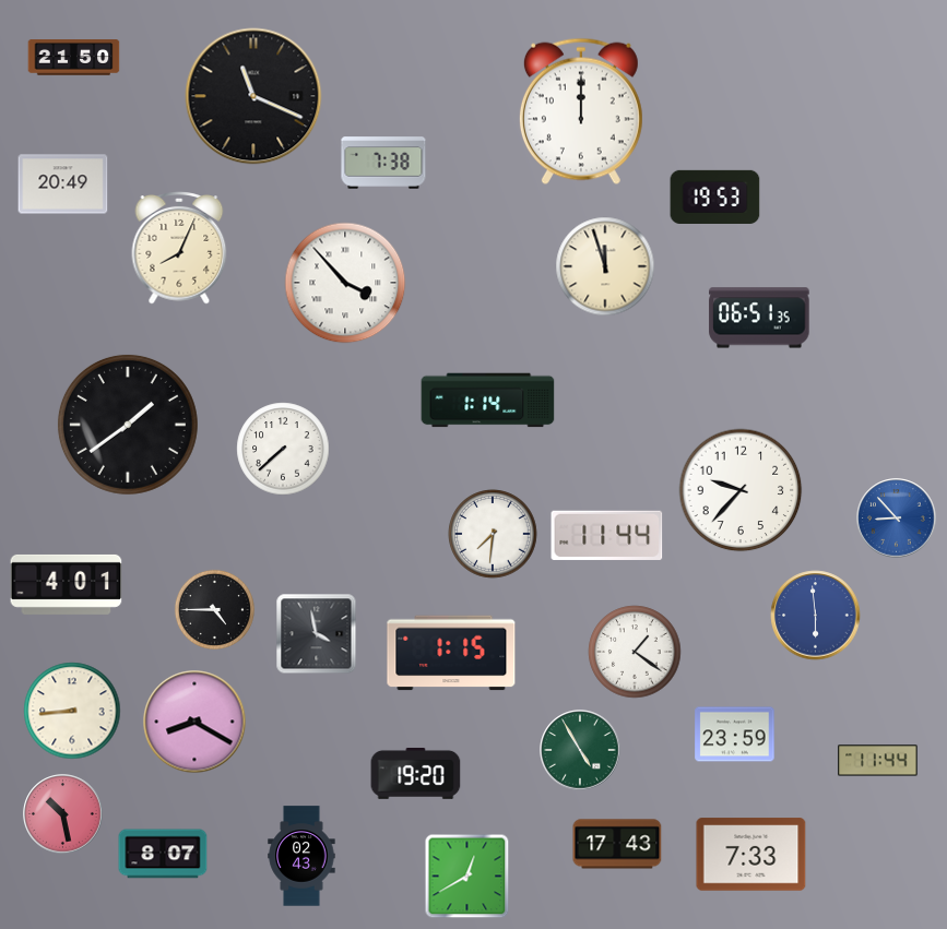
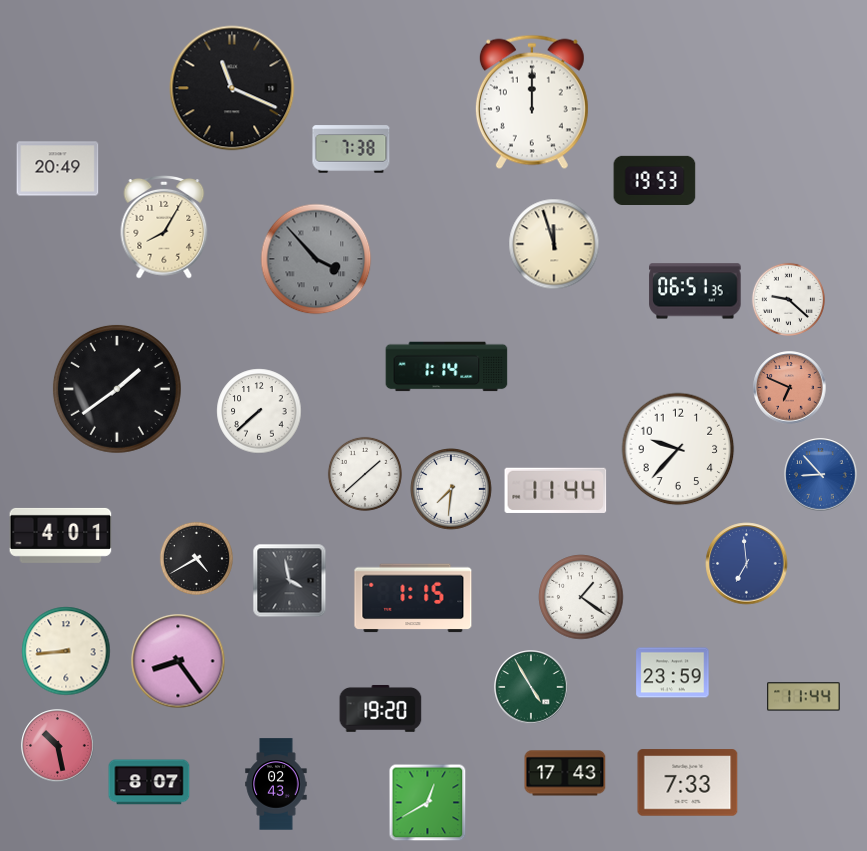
clock at (74, 58): 21:50 -> none
clock at (179, 249): 8:04 -> 8:05
clock at (345, 283) dial: white -> grey
clock at (788, 299): none -> 9:22
clock at (790, 388): none -> 6:49
clock at (365, 474): none -> 1:38
clock at (214, 609): 4:45 -> 4:40
clock at (816, 616): 5:59 -> 6:59
clock at (194, 722): 8:20 -> 8:24
